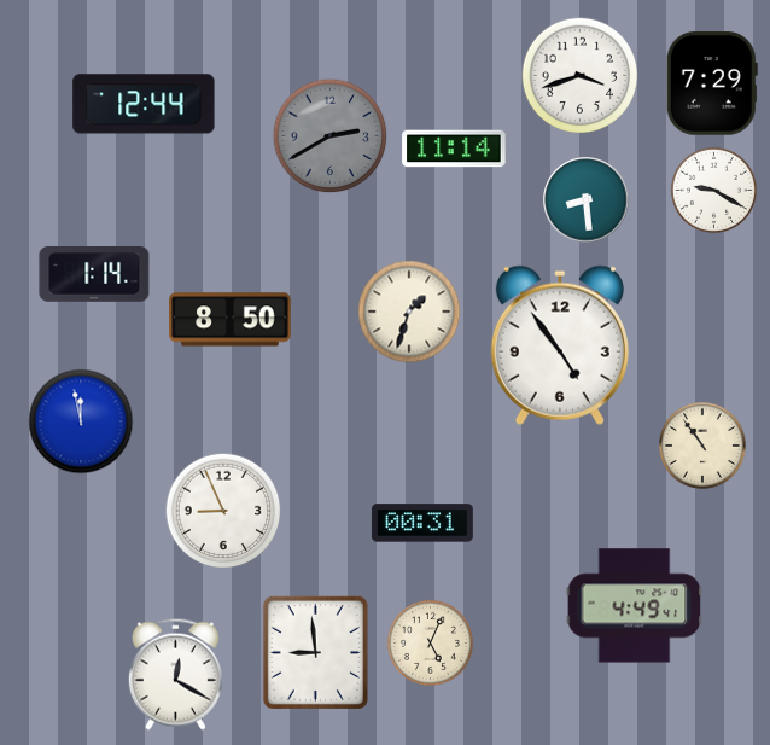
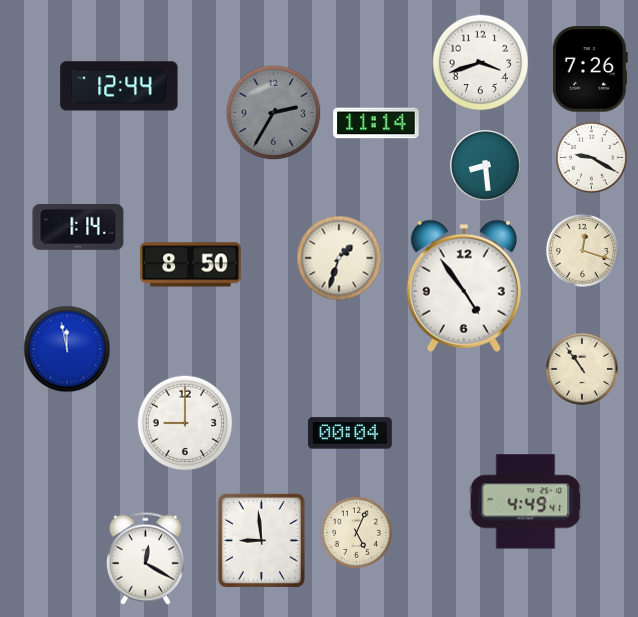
clock at (712, 83): 7:29 -> 7:26
clock at (331, 136): 2:40 -> 2:35
clock at (582, 250): none -> 12:18
clock at (223, 511): 8:56 -> 9:00
clock at (422, 523): 00:31 -> 00:04
